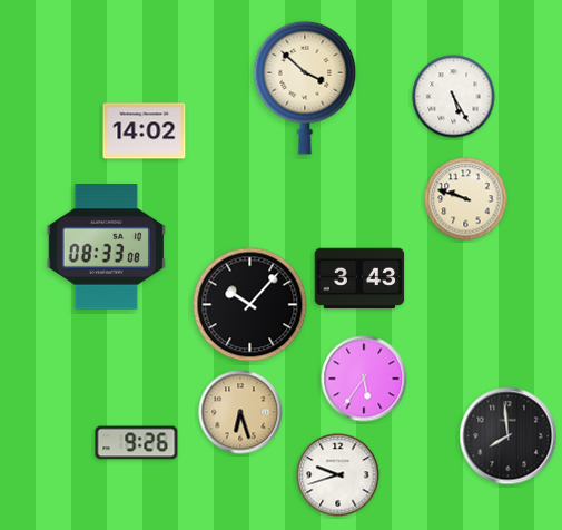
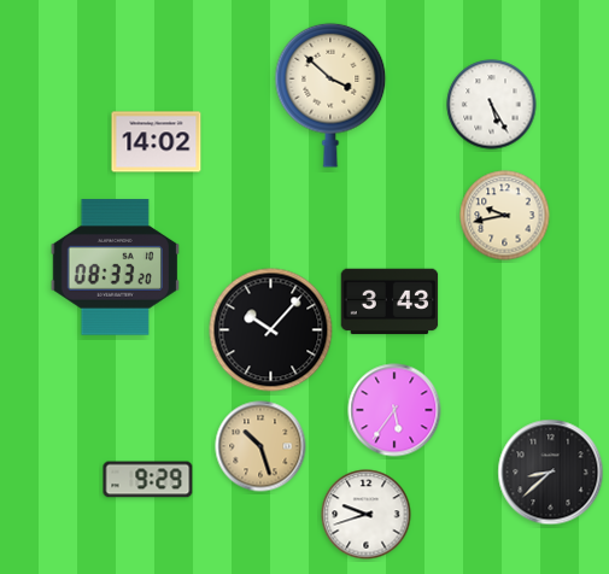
clock at (466, 199): 9:48 -> 9:43
clock at (106, 247): 08:33:08 -> 08:33:20
clock at (240, 412): 6:27 -> 10:27
clock at (509, 436): 7:59 -> 8:38
clock at (137, 443): 9:26 -> 9:29
